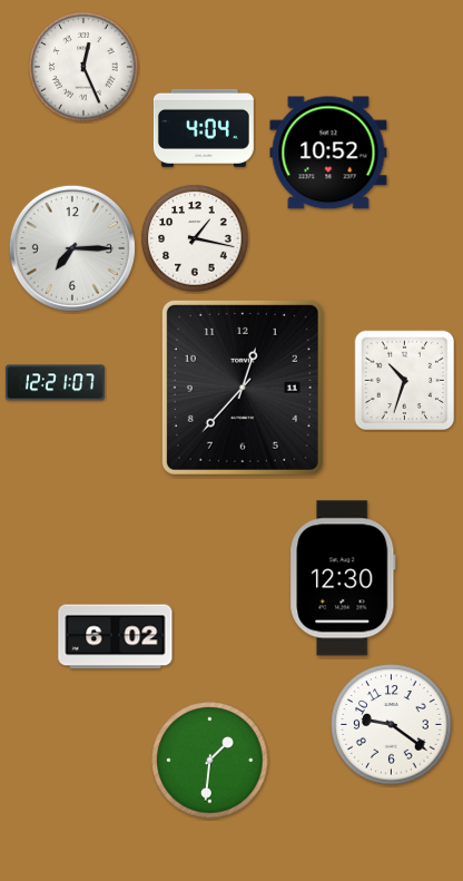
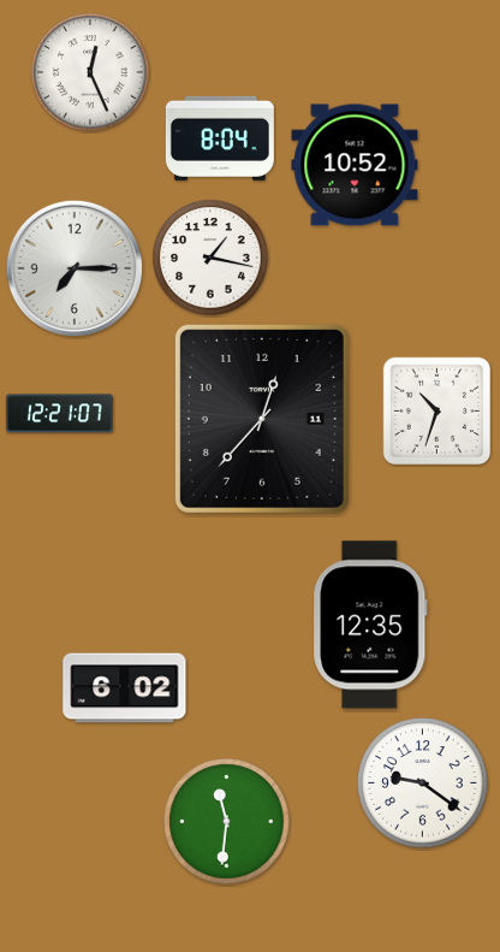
clock at (204, 128): 4:04 -> 8:04
clock at (72, 248) position: (72, 248) -> (75, 268)
clock at (343, 578): 12:30 -> 12:35
clock at (210, 761): 1:31 -> 11:31
